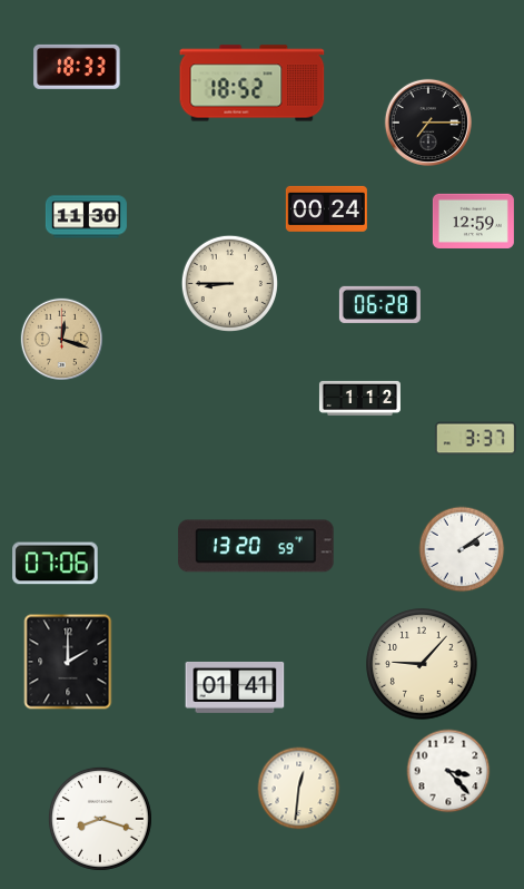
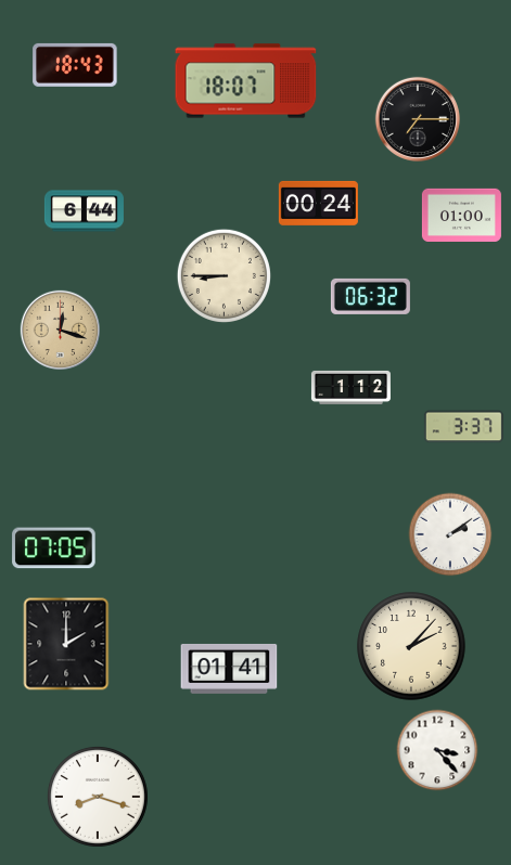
clock at (77, 67): 18:33 -> 18:43
clock at (253, 84): 18:52 -> 18:07
clock at (86, 217): 11:30 -> 6:44
clock at (473, 221): 12:59 -> 01:00
clock at (379, 304): 06:28 -> 06:32
clock at (256, 546): 13:20 -> none
clock at (56, 564): 07:06 -> 07:05
clock at (422, 664): 9:07 -> 2:07
clock at (299, 789): 12:31 -> none
